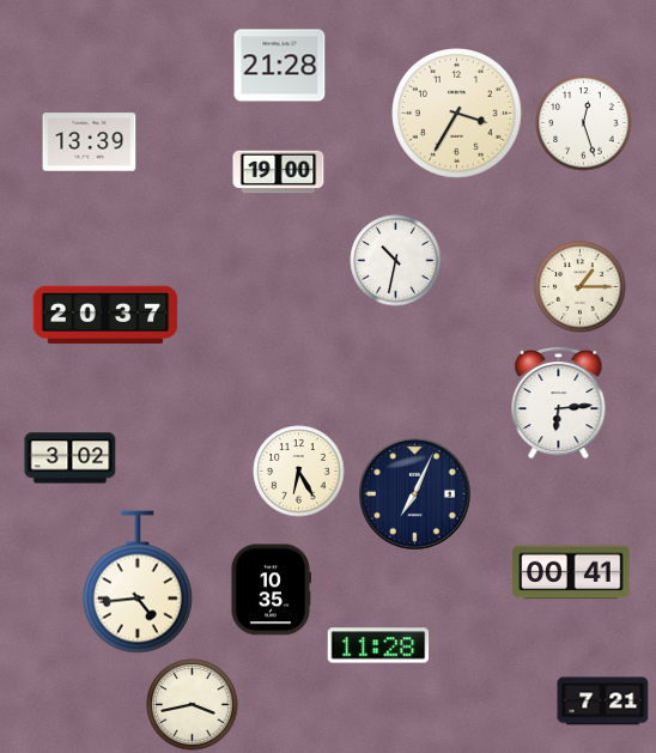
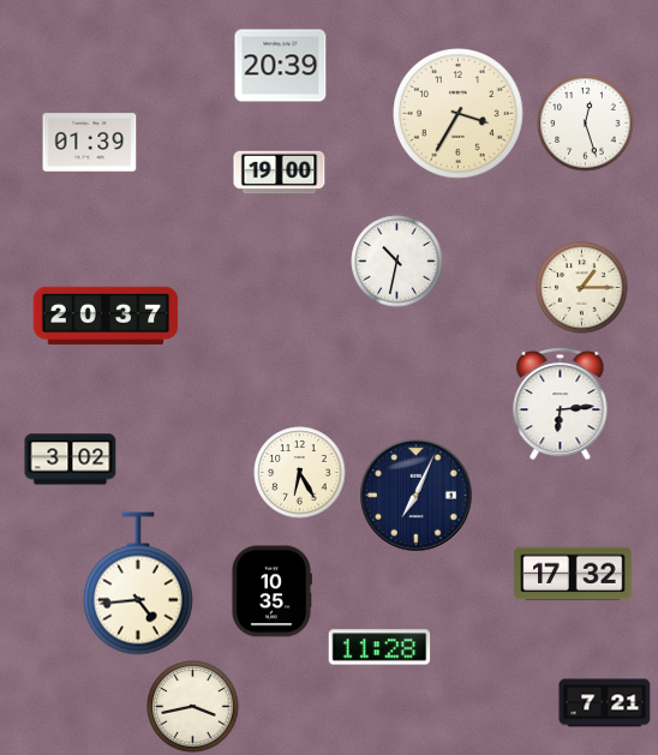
clock at (280, 66): 21:28 -> 20:39
clock at (90, 142): 13:39 -> 01:39
clock at (571, 572): 00:41 -> 17:32
